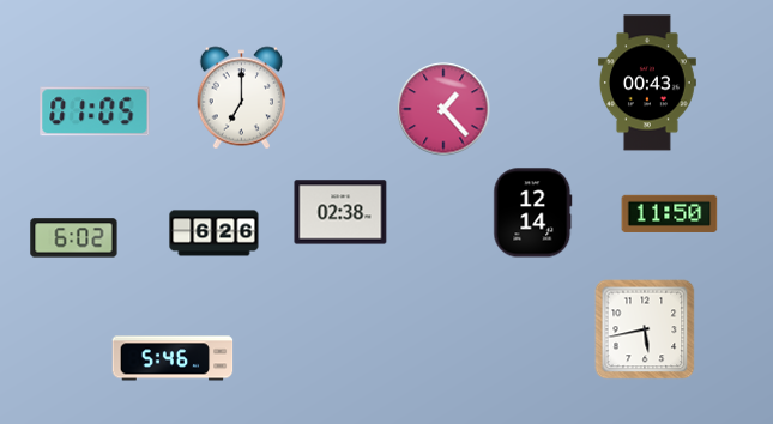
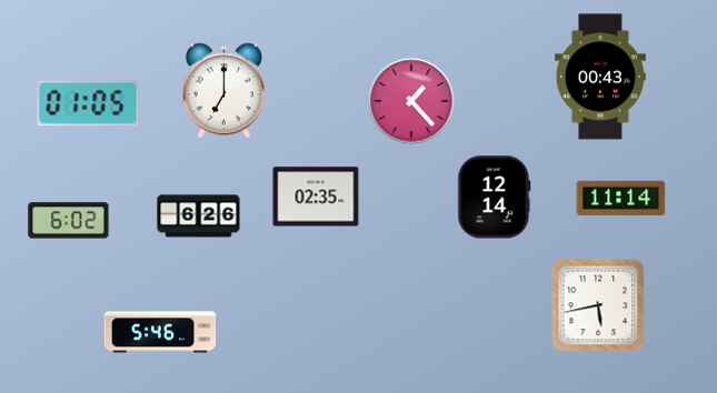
clock at (340, 212): 02:38 -> 02:35
clock at (670, 213): 11:50 -> 11:14
